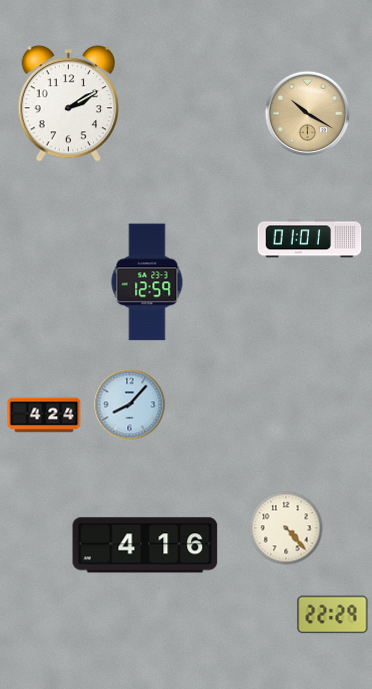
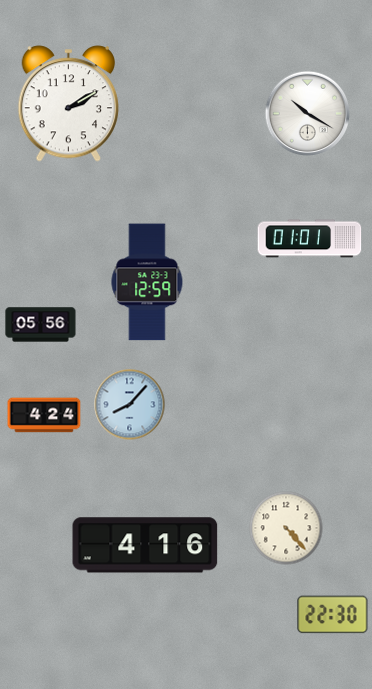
clock at (308, 114) dial: champagne -> white
clock at (41, 325): none -> 05:56
clock at (333, 615): 22:29 -> 22:30
